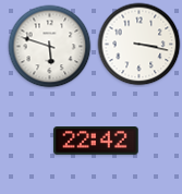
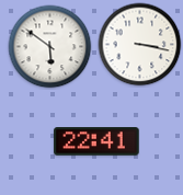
clock at (50, 47): 5:48 -> 5:51
clock at (96, 141): 22:42 -> 22:41
